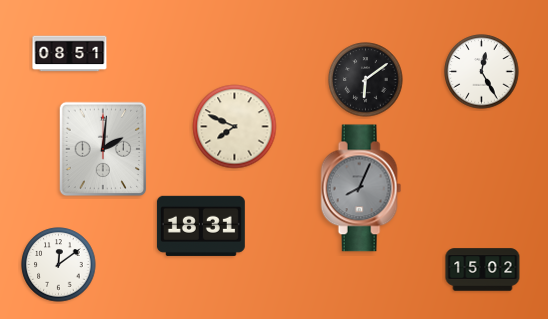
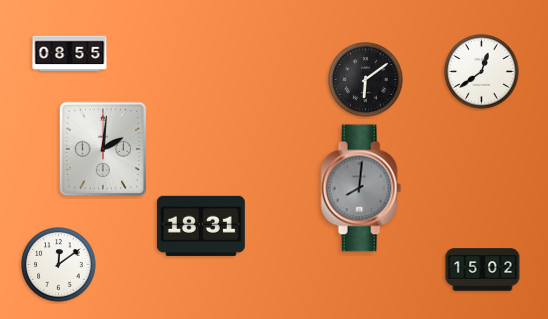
clock at (70, 54): 08:51 -> 08:55
clock at (482, 72): 12:25 -> 12:39
clock at (235, 127): 7:49 -> none
clock at (361, 188): 8:04 -> 8:01
